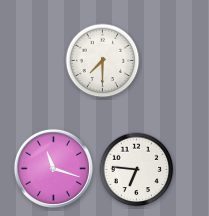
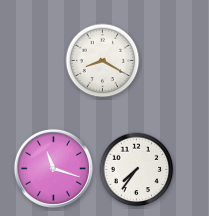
clock at (103, 61): 7:30 -> 8:20
clock at (137, 170): 6:46 -> 7:36
